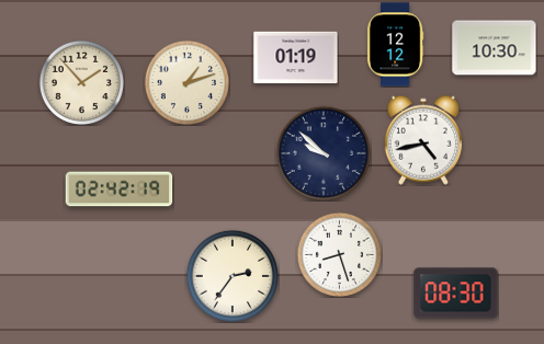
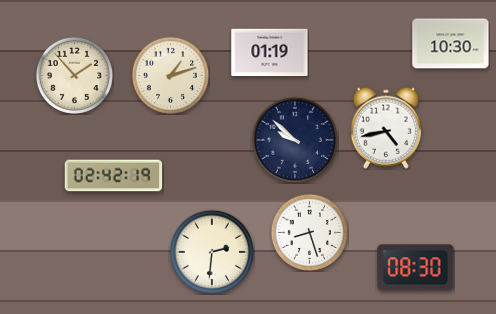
clock at (395, 45): 12:12 -> none
clock at (120, 190) position: (120, 190) -> (114, 176)
clock at (231, 275): 2:36 -> 2:31
